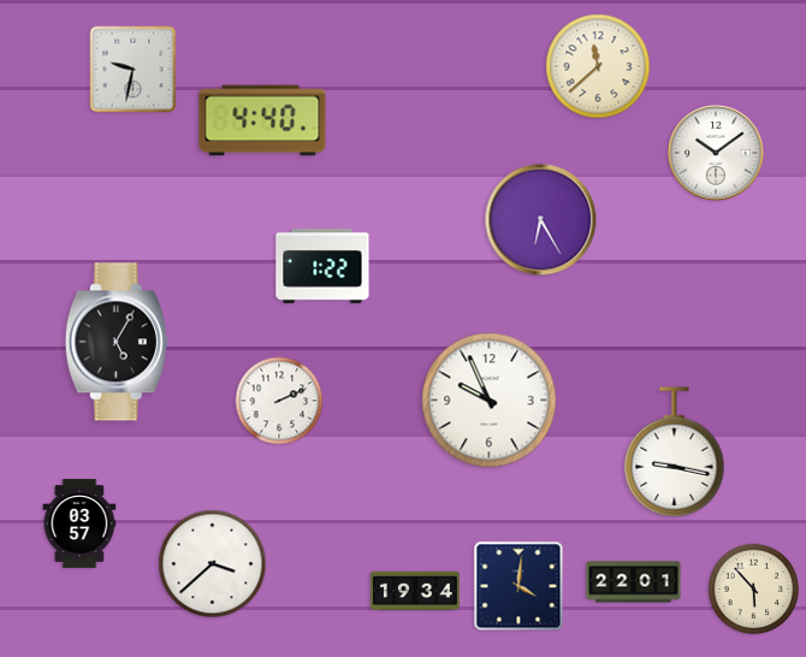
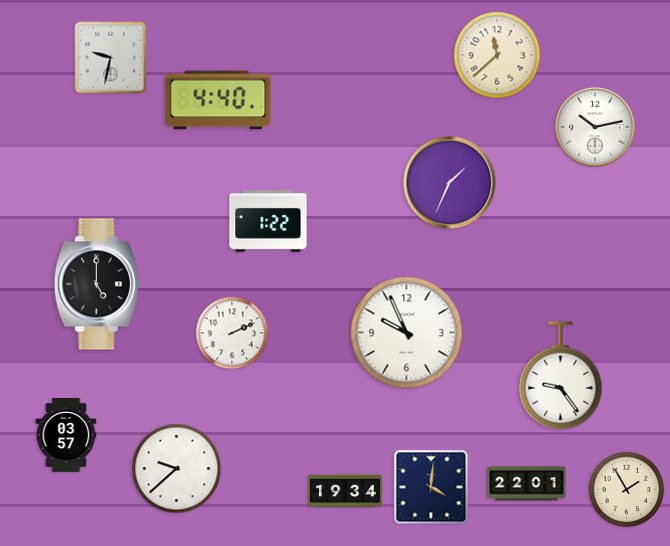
clock at (716, 153): 10:09 -> 10:13
clock at (541, 220): 6:25 -> 1:34
clock at (117, 342): 5:05 -> 5:00
clock at (675, 452): 9:17 -> 9:24
clock at (213, 564): 3:38 -> 9:38
clock at (754, 590): 5:53 -> 1:55
